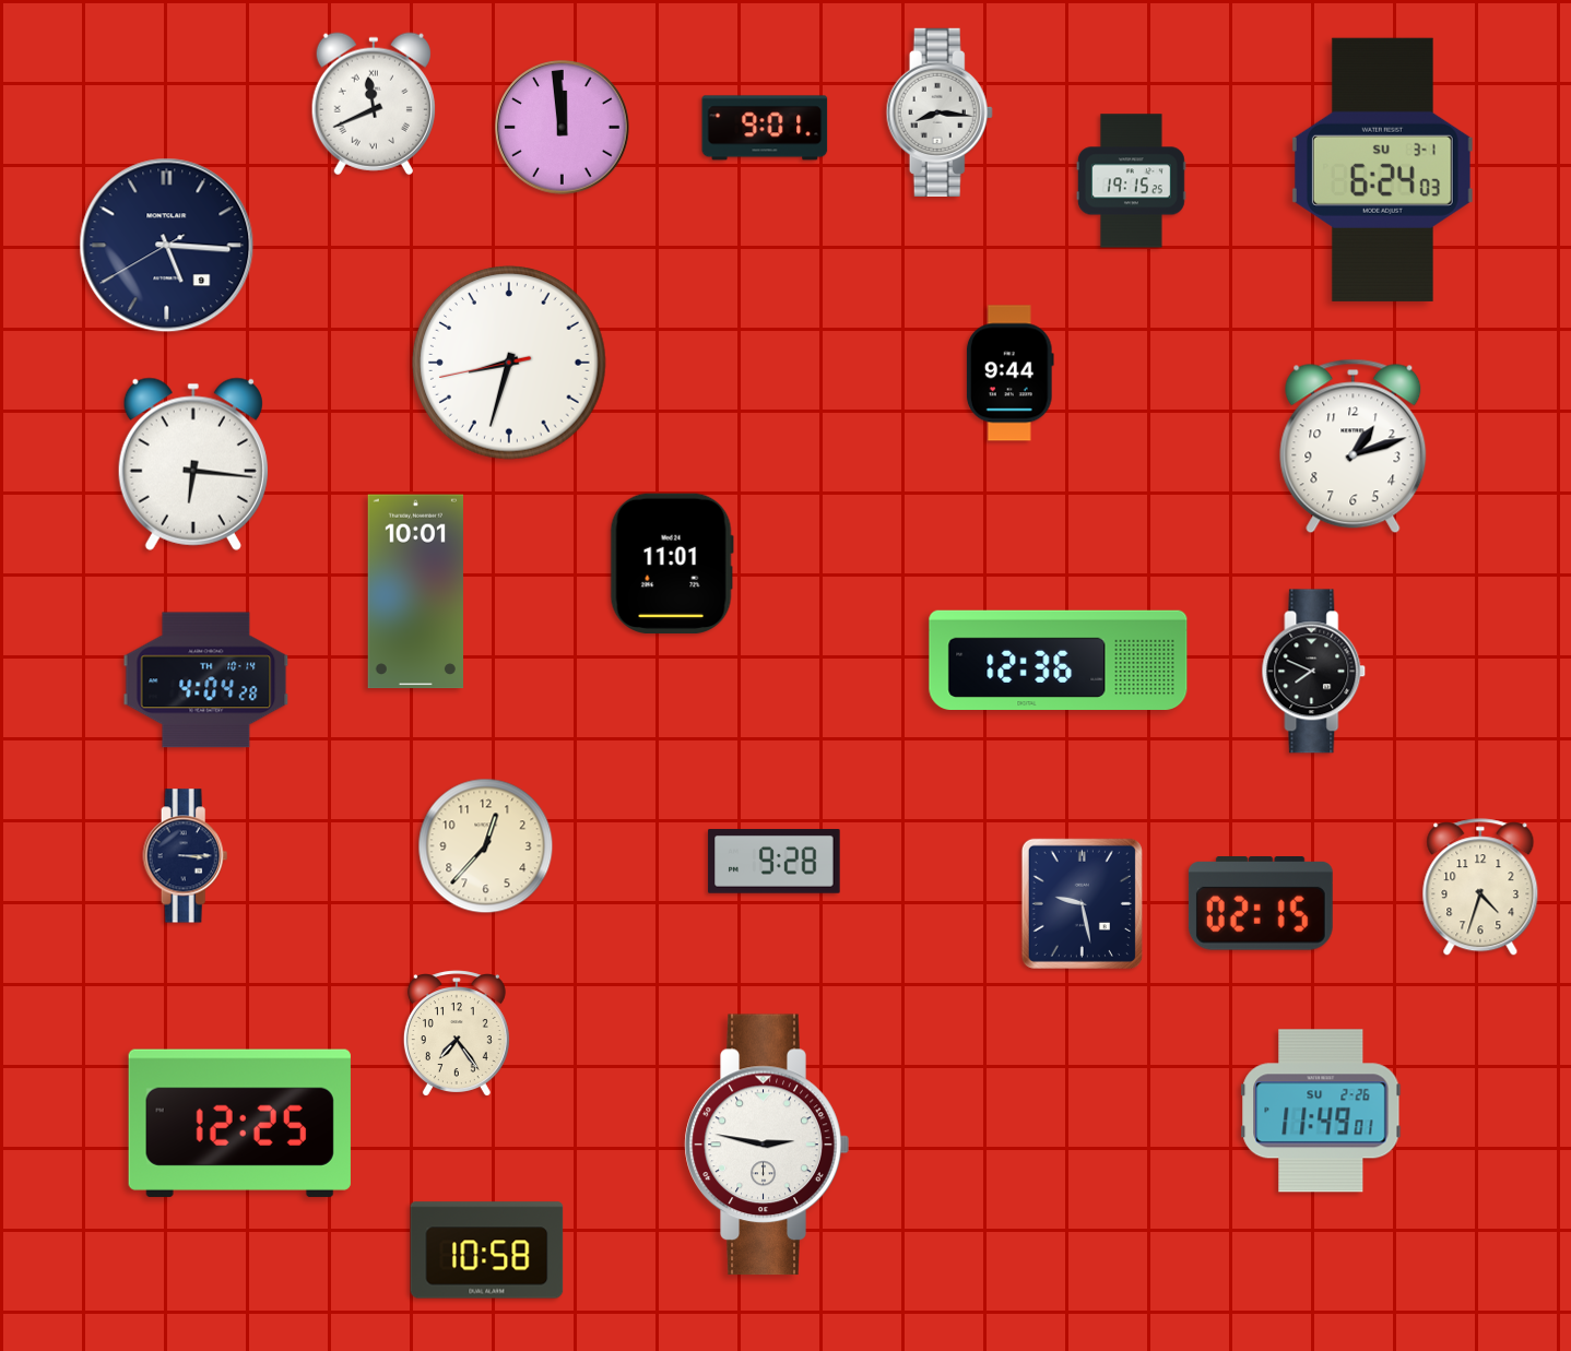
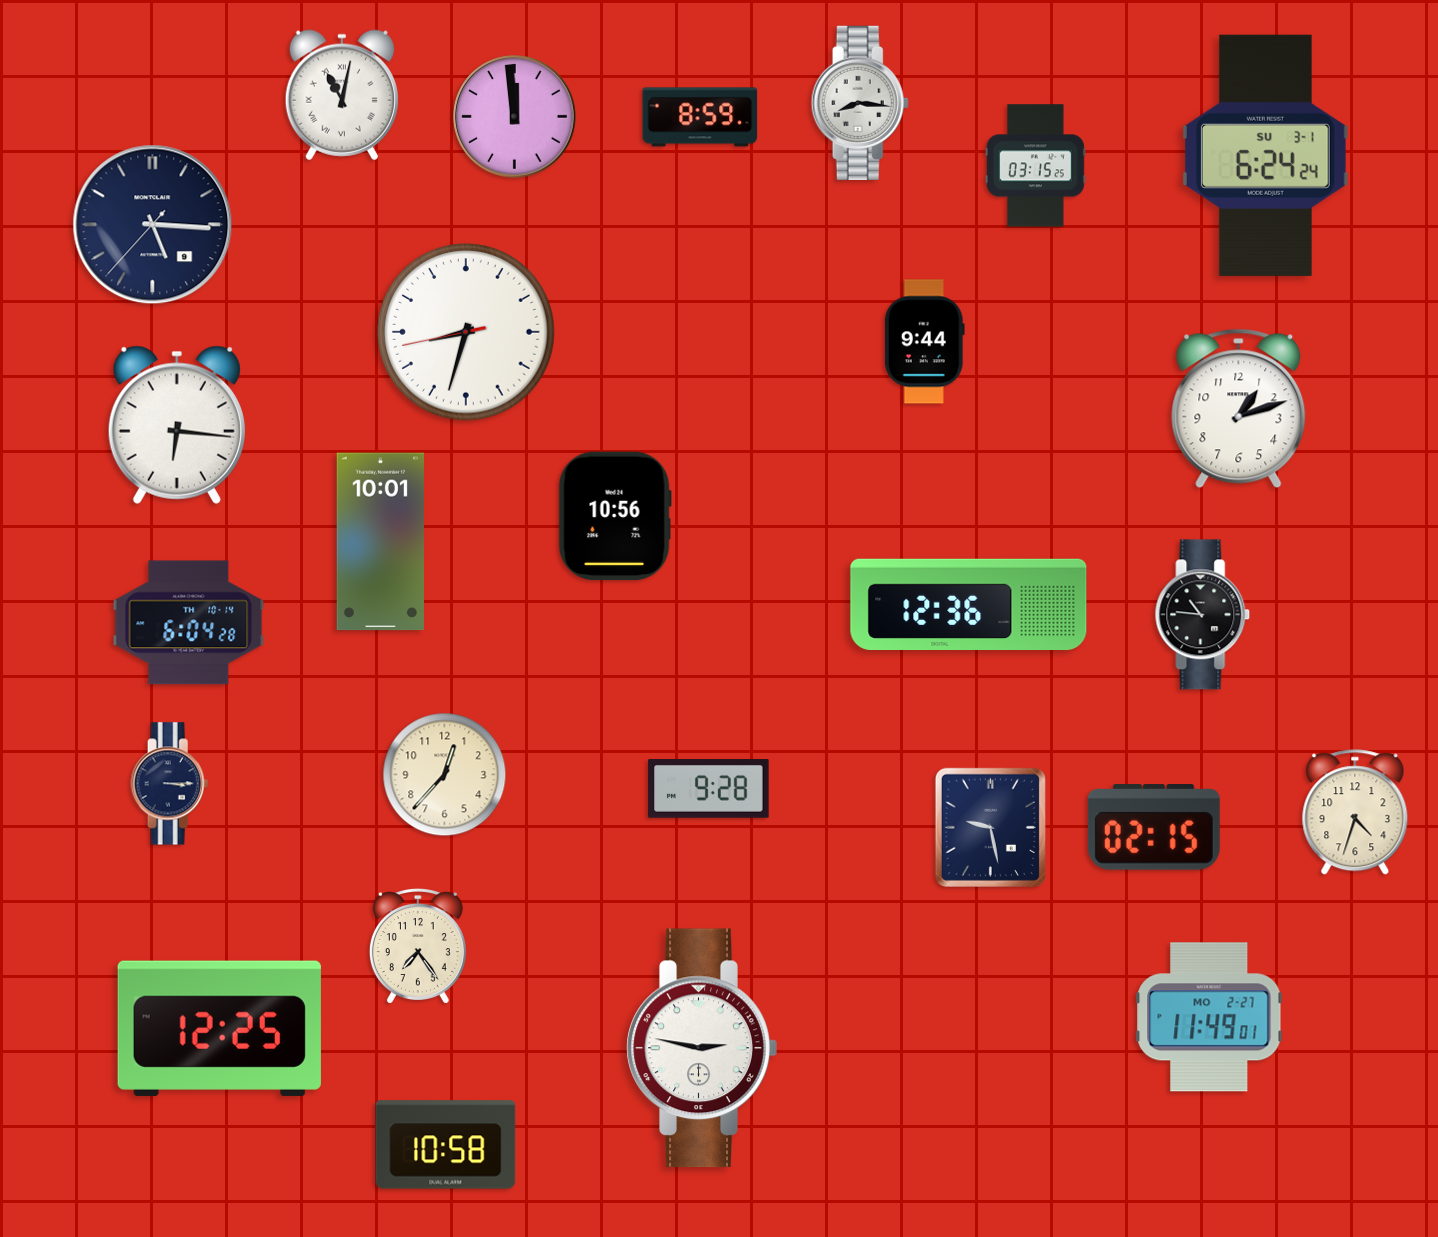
clock at (374, 104): 11:41 -> 11:02
clock at (765, 128): 9:01 -> 8:59
clock at (1382, 169): 6:24:03 -> 6:24:24
clock at (1131, 181): 19:15 -> 03:15
clock at (167, 246): 5:15:40 -> 5:15:37
clock at (672, 562): 11:01 -> 10:56
clock at (1314, 672): 7:49 -> 10:46
clock at (206, 680): 4:04 -> 6:04
clock at (1321, 1111) date: SU 2-26 -> MO 2-27
